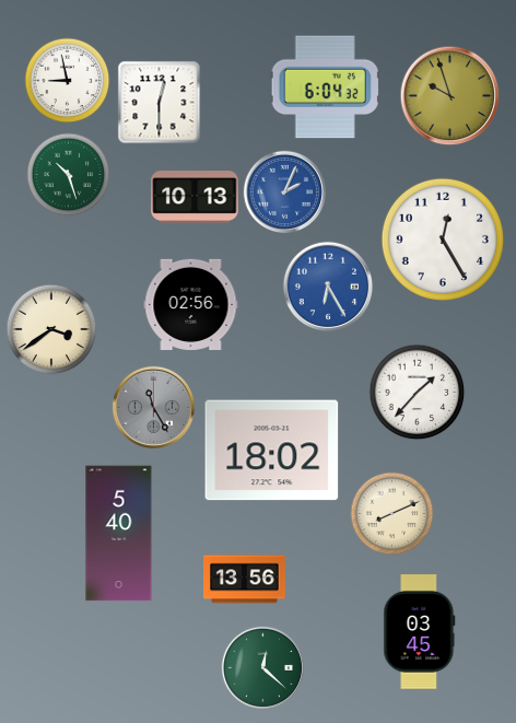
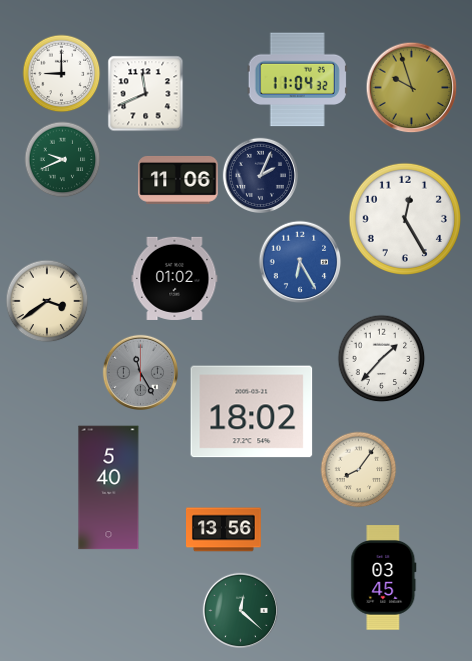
clock at (68, 81): 8:58 -> 9:00
clock at (325, 88): 6:04 -> 11:04
clock at (160, 103): 12:30 -> 11:41
clock at (69, 175): 10:27 -> 9:41
clock at (284, 191) dial: blue -> navy
clock at (195, 197): 10:13 -> 11:06
clock at (191, 304): 02:56 -> 01:02
clock at (272, 451) position: (272, 451) -> (252, 412)
clock at (392, 514): 8:11 -> 8:06
